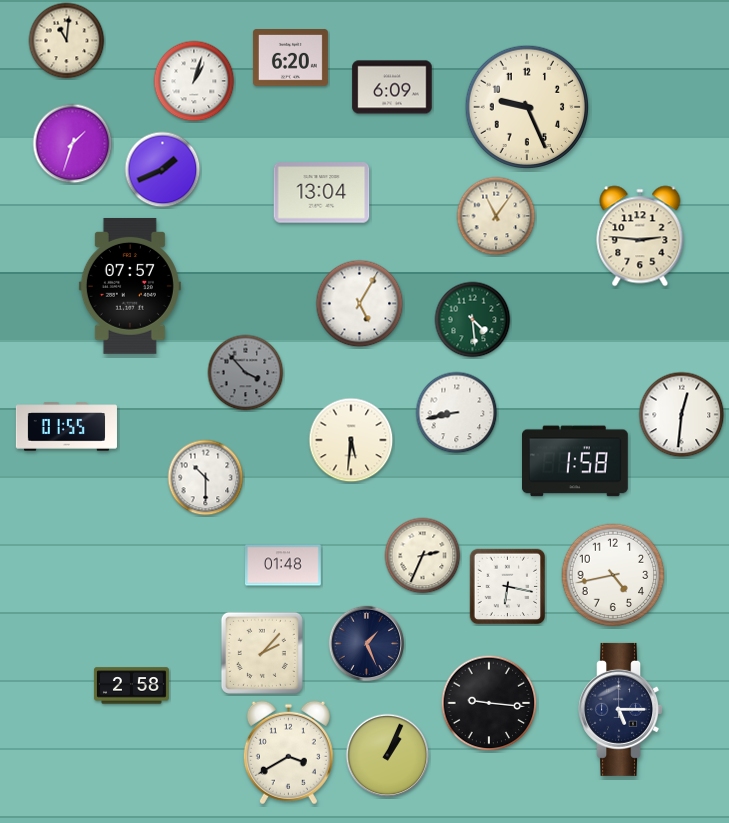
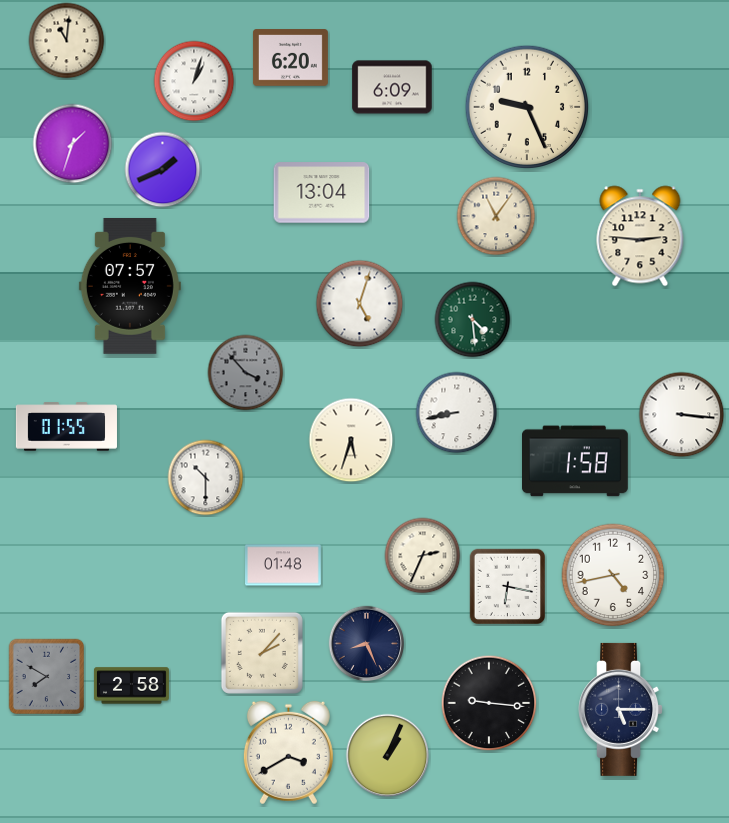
clock at (360, 304): 5:05 -> 5:03
clock at (682, 415): 12:31 -> 3:16
clock at (351, 440): 5:31 -> 5:33
clock at (367, 644): 1:26 -> 8:26
clock at (47, 677): none -> 7:50
